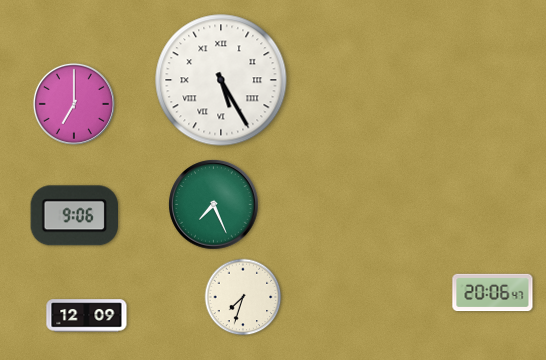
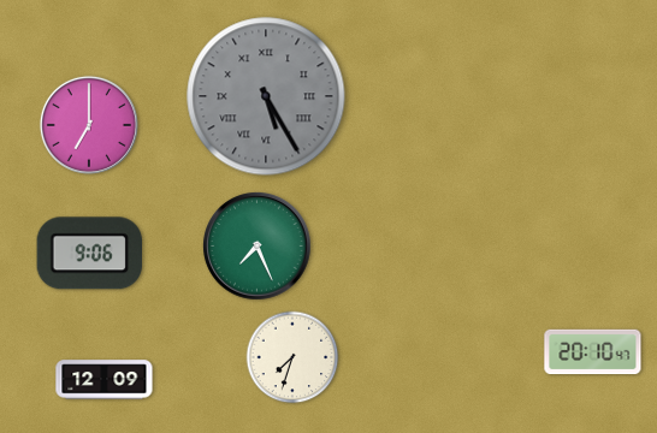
clock at (221, 80) dial: white -> grey
clock at (75, 216) position: (75, 216) -> (90, 254)
clock at (493, 293): 20:06 -> 20:10
